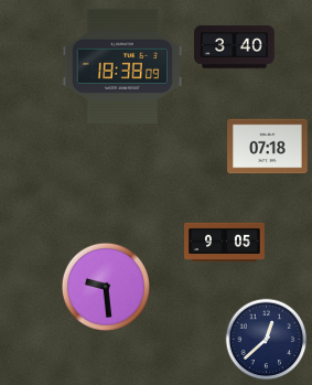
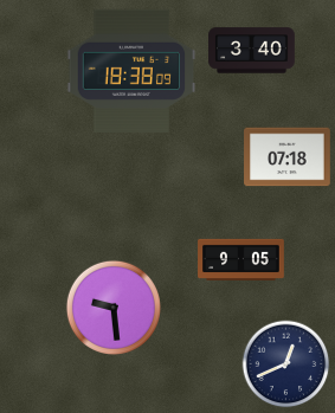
clock at (267, 340): 12:38 -> 12:41
